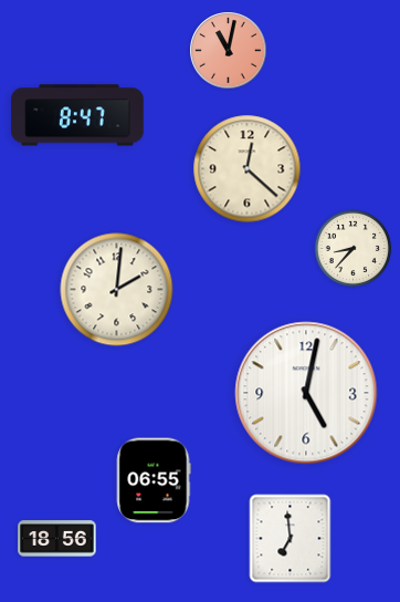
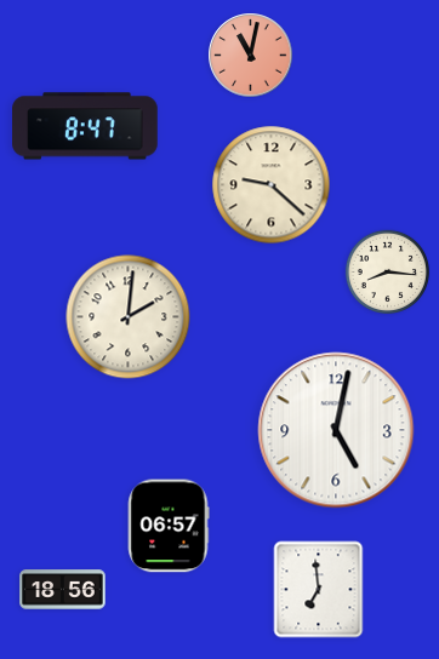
clock at (248, 169): 12:22 -> 9:22
clock at (354, 249): 8:37 -> 8:16
clock at (154, 480): 06:55 -> 06:57
